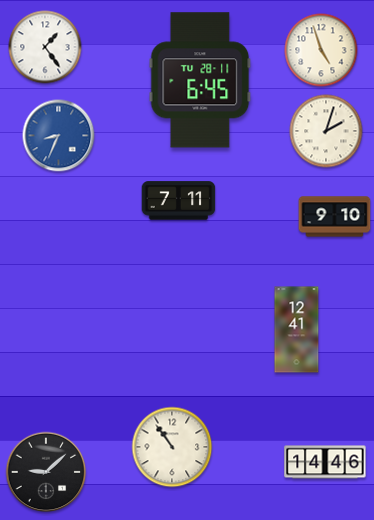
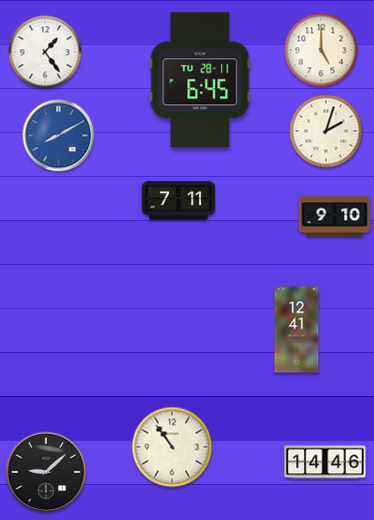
clock at (45, 47) position: (45, 47) -> (45, 52)
clock at (321, 50): 4:57 -> 5:00
clock at (59, 136): 8:34 -> 8:10
